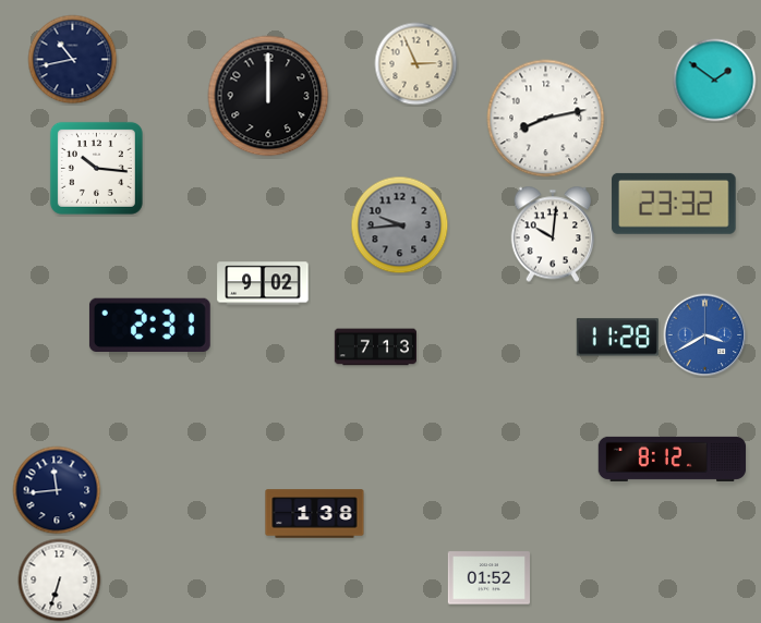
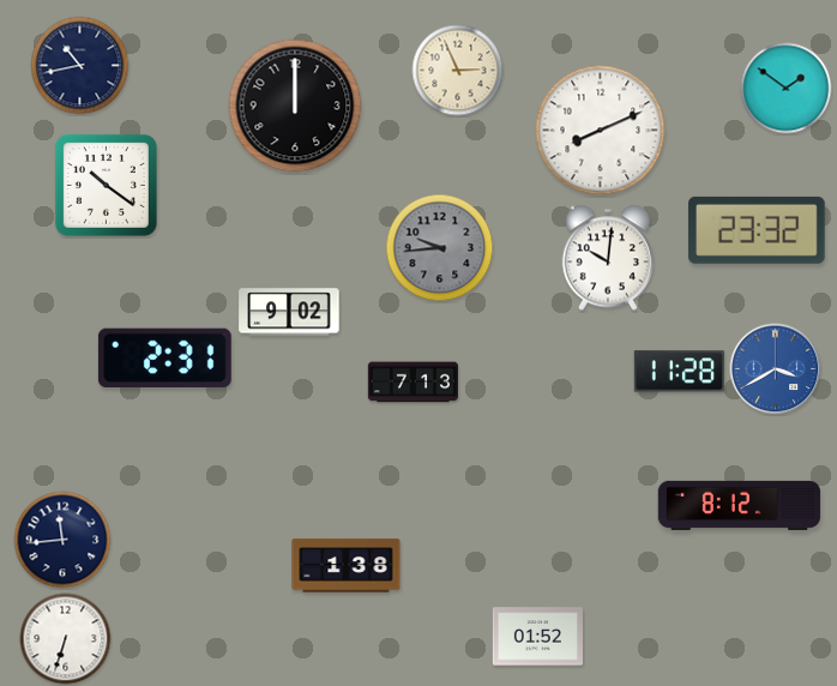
clock at (546, 119): 8:13 -> 8:11
clock at (96, 168): 10:16 -> 10:21
clock at (674, 204) position: (674, 204) -> (757, 230)
